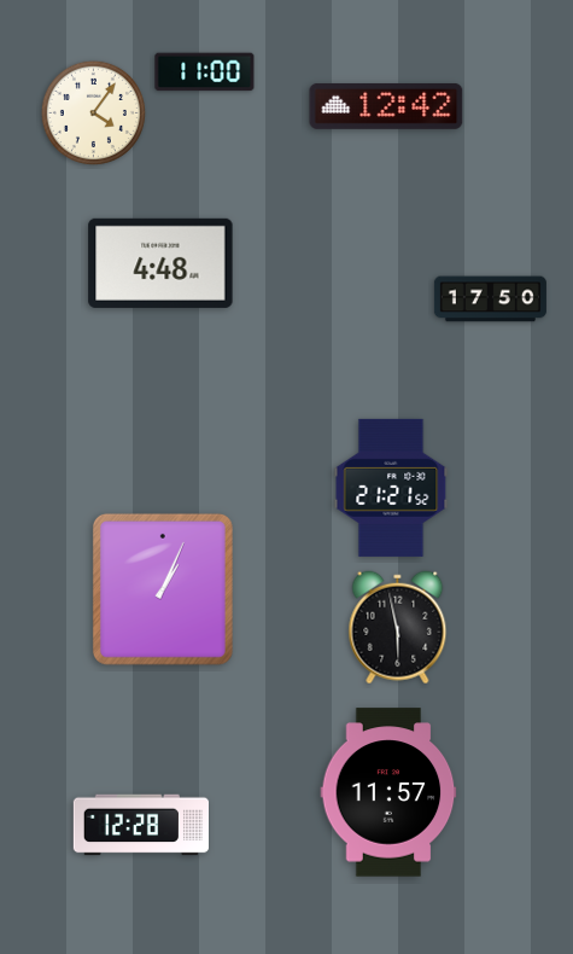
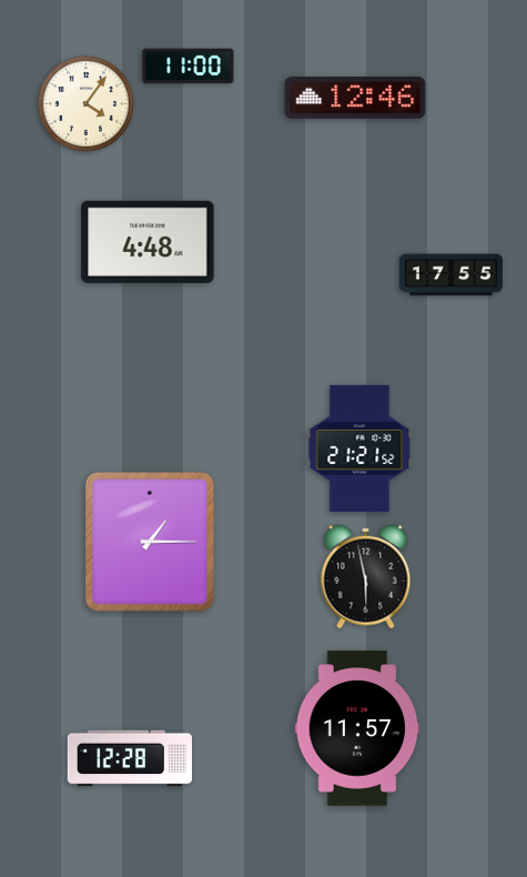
clock at (386, 106): 12:42 -> 12:46
clock at (490, 299): 17:50 -> 17:55
clock at (163, 589): 1:04 -> 1:15
